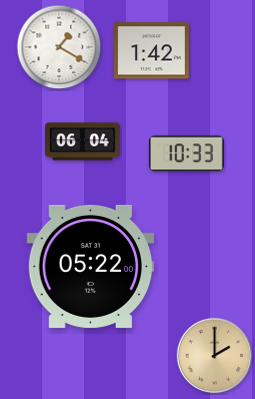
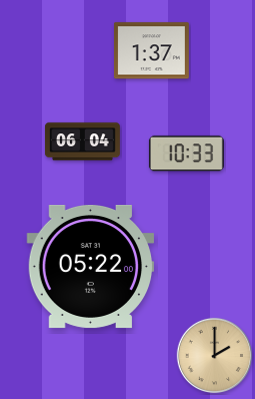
clock at (59, 47): 1:20 -> none
clock at (151, 51): 1:42 -> 1:37
